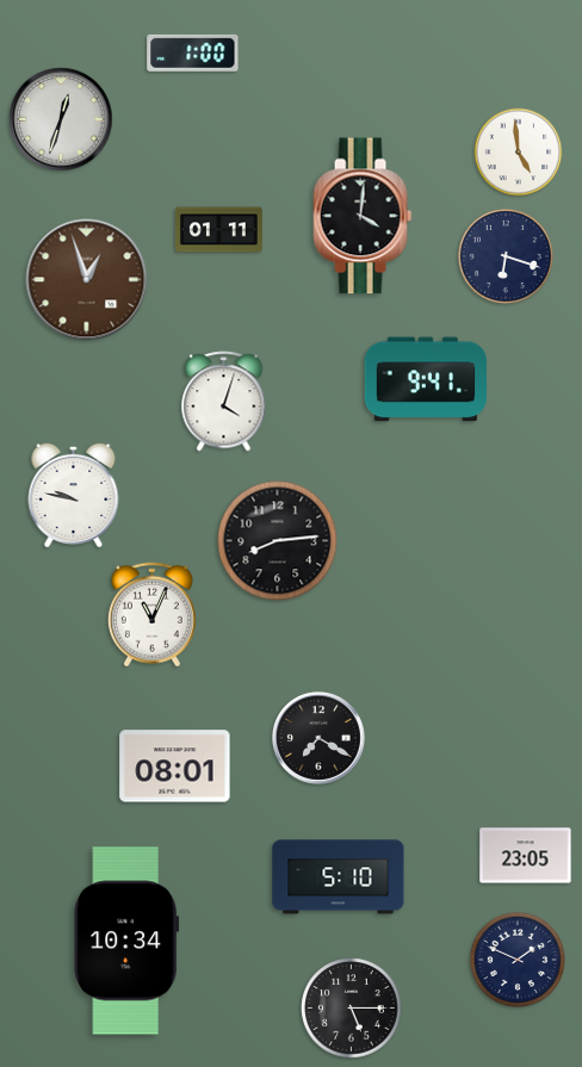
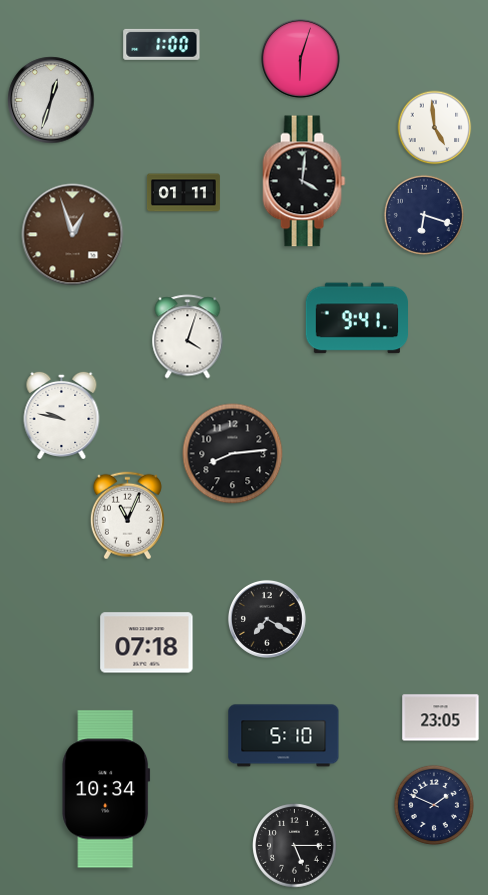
clock at (301, 59): none -> 6:03
clock at (175, 767): 08:01 -> 07:18
